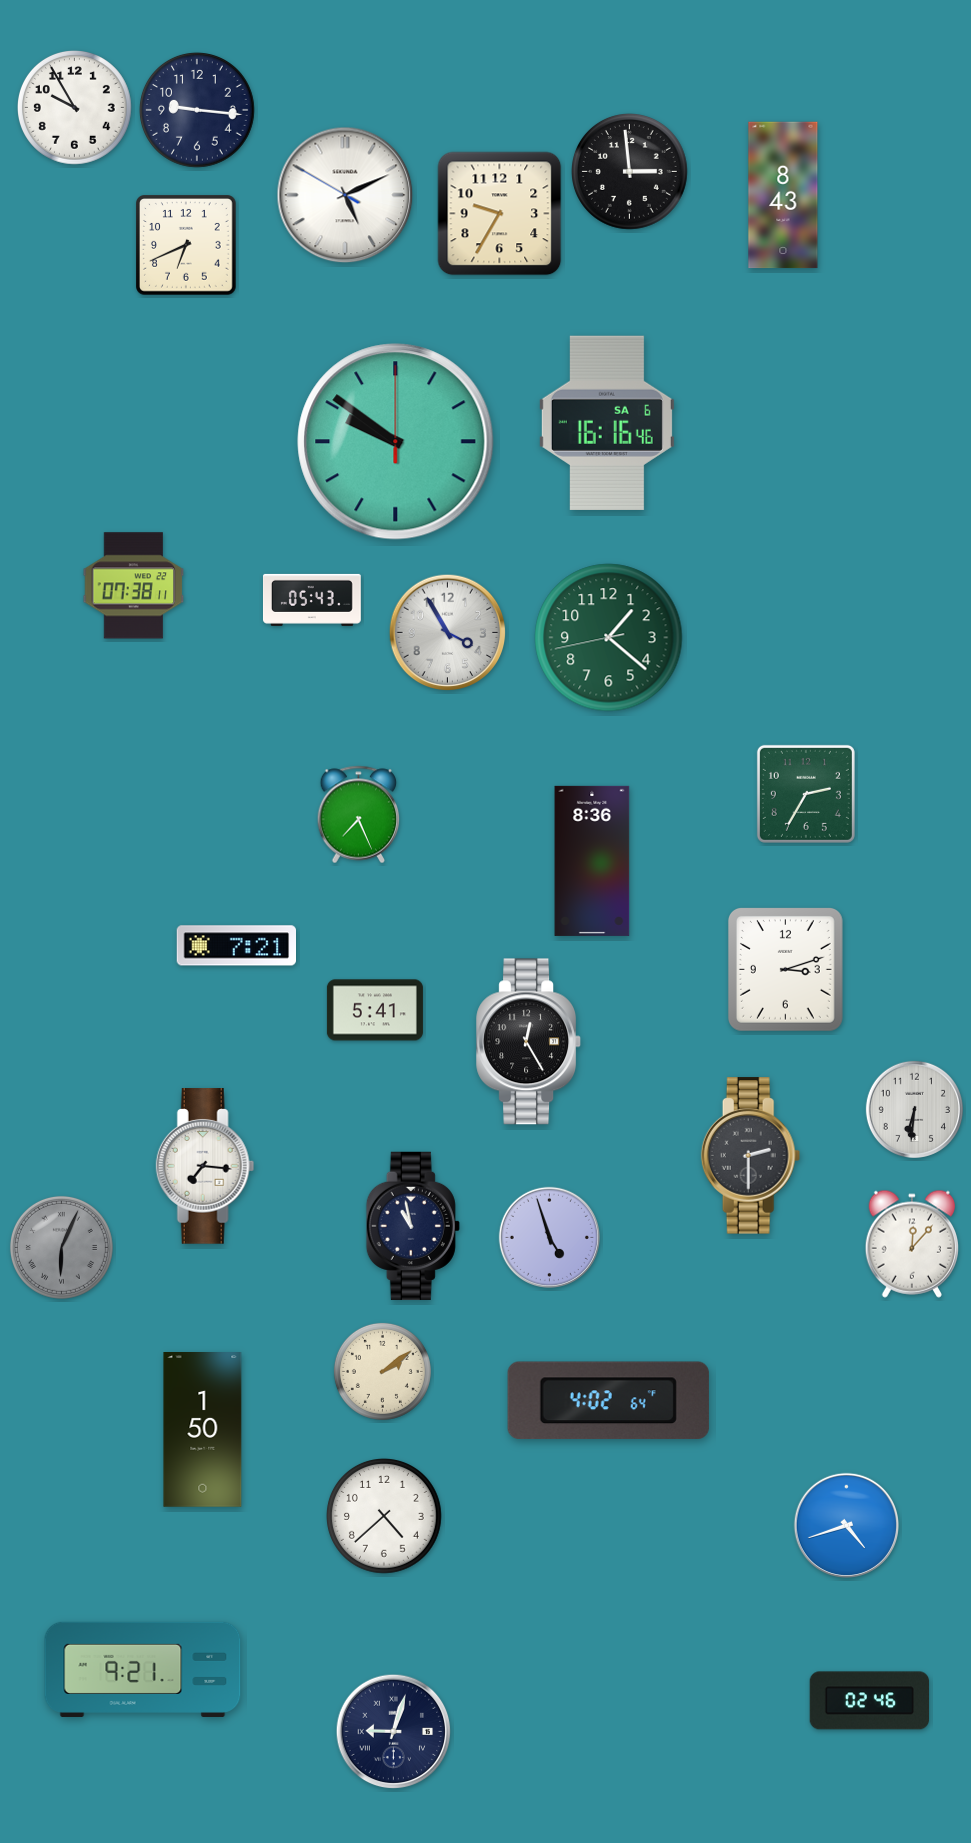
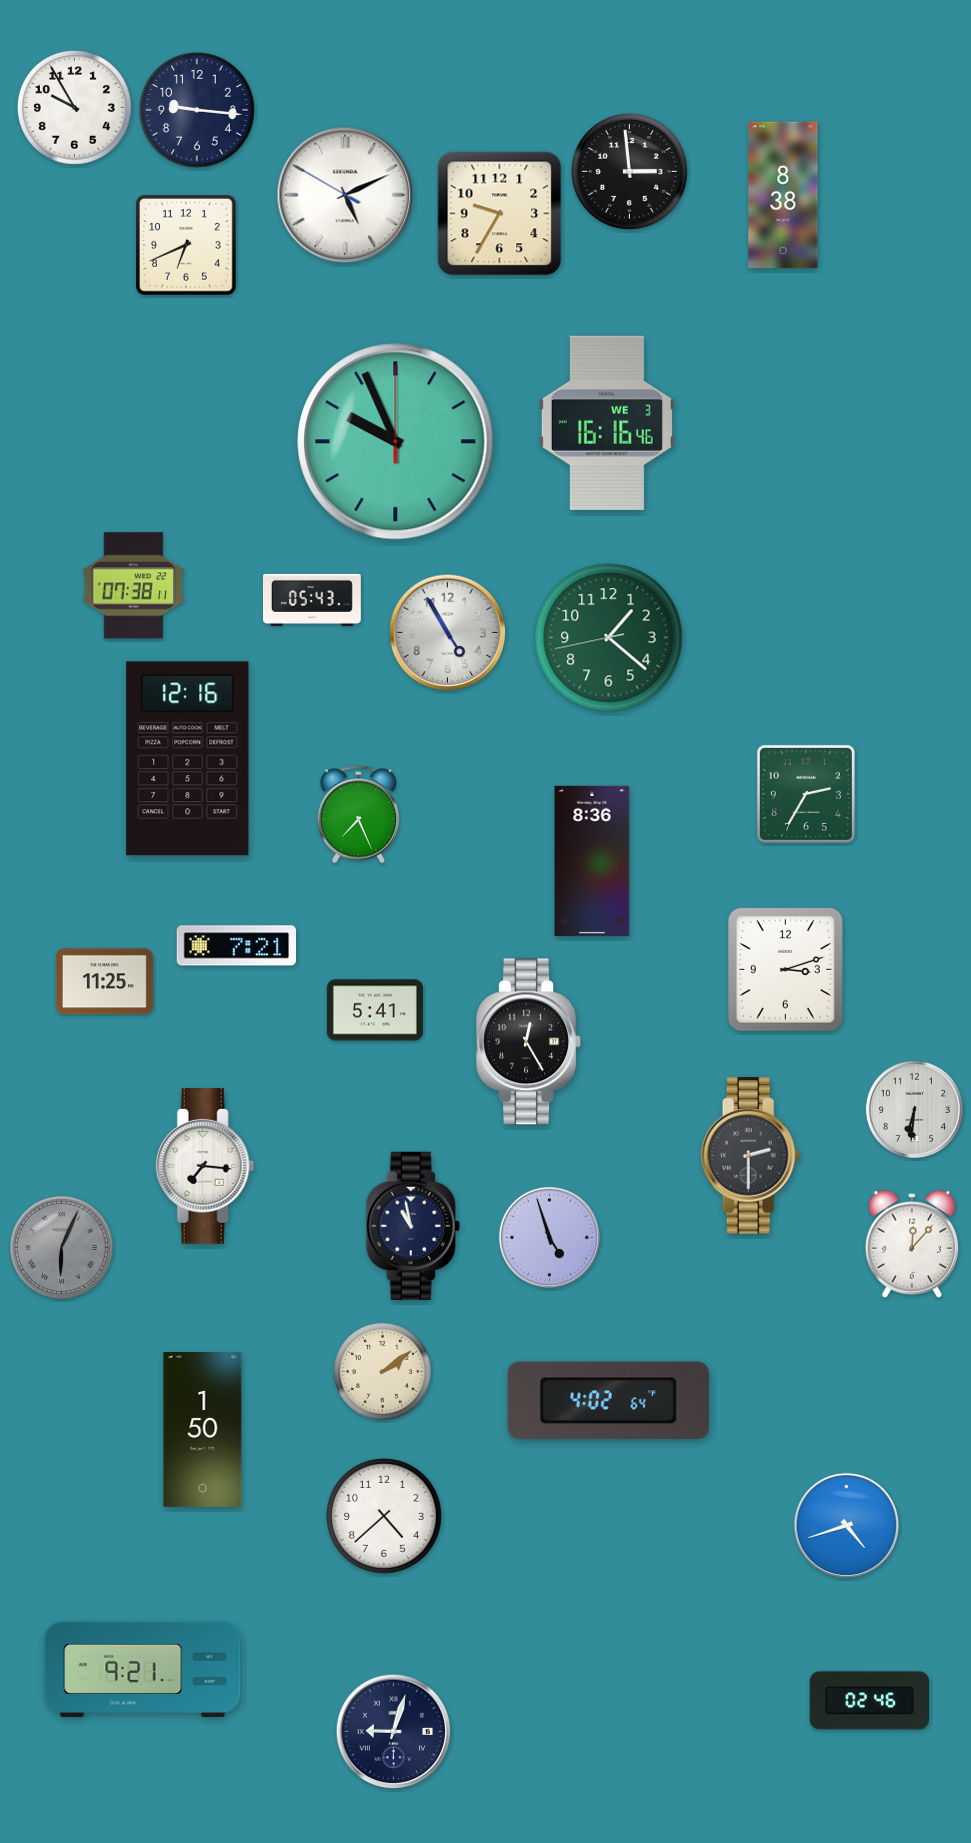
clock at (783, 195): 8:43 -> 8:38
clock at (607, 423) date: SA 6 -> WE 3
clock at (396, 442): 9:51 -> 9:56
clock at (448, 633): 3:55 -> 4:55
clock at (188, 759): none -> 12:16
clock at (104, 982): none -> 11:25
